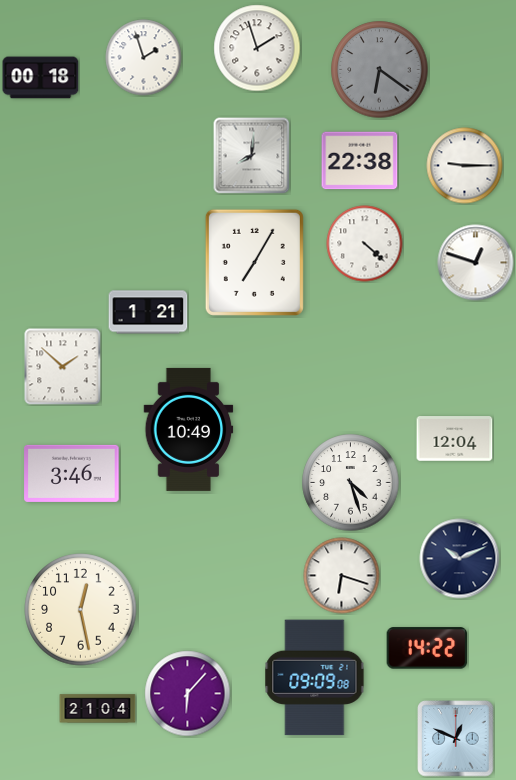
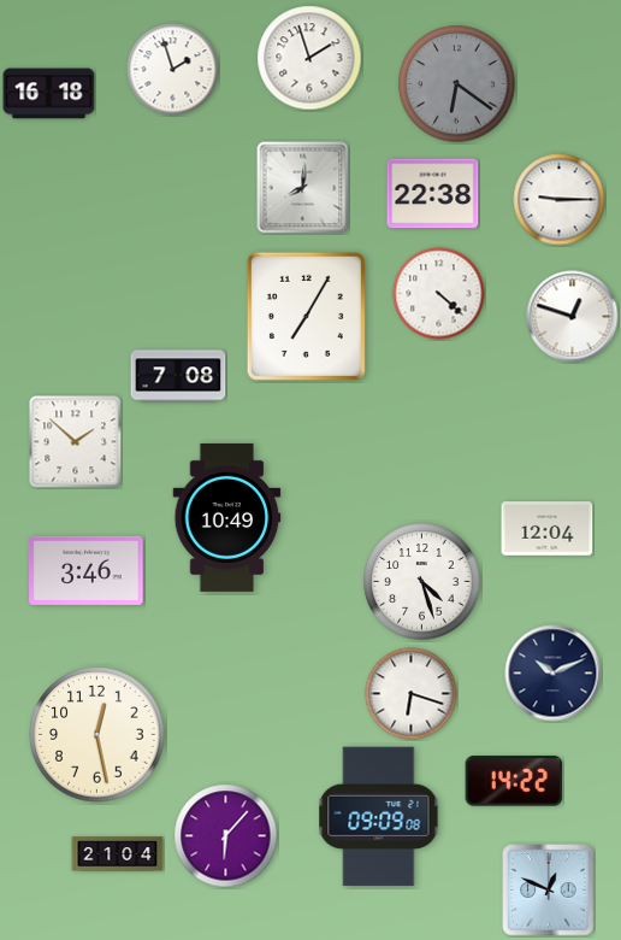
clock at (41, 78): 00:18 -> 16:18
clock at (148, 312): 1:21 -> 7:08
